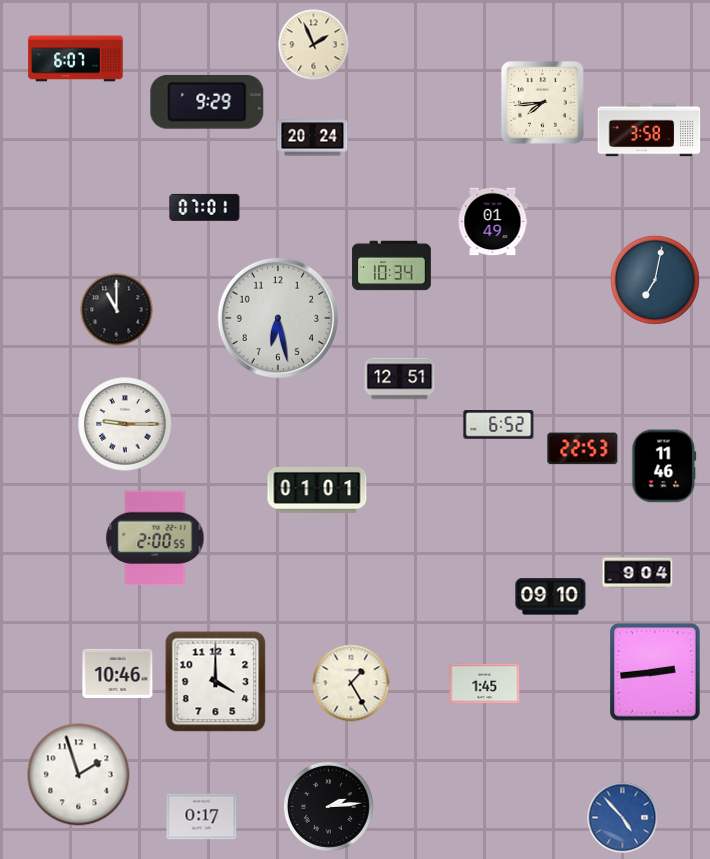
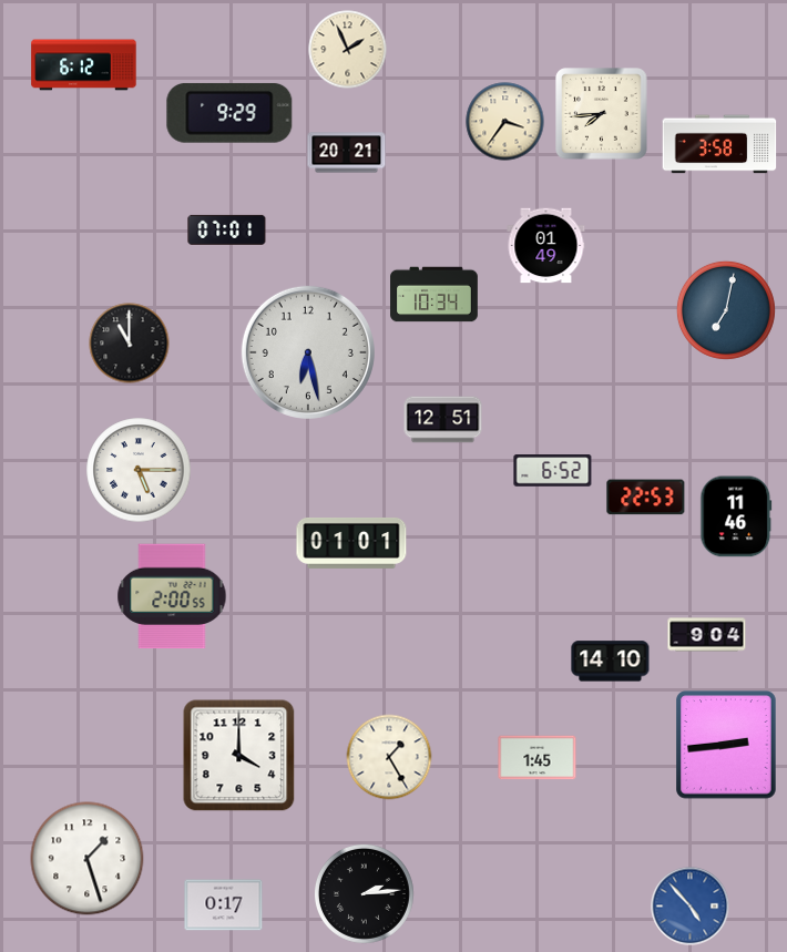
clock at (76, 59): 6:07 -> 6:12
clock at (505, 122): none -> 3:36
clock at (313, 138): 20:24 -> 20:21
clock at (125, 424): 9:15 -> 5:15
clock at (551, 597): 09:10 -> 14:10
clock at (118, 673): 10:46 -> none
clock at (79, 775): 1:57 -> 1:27
